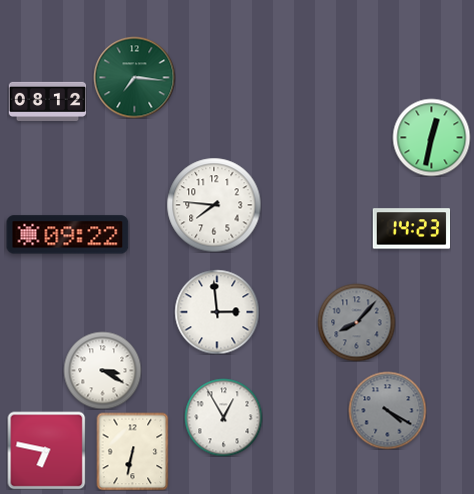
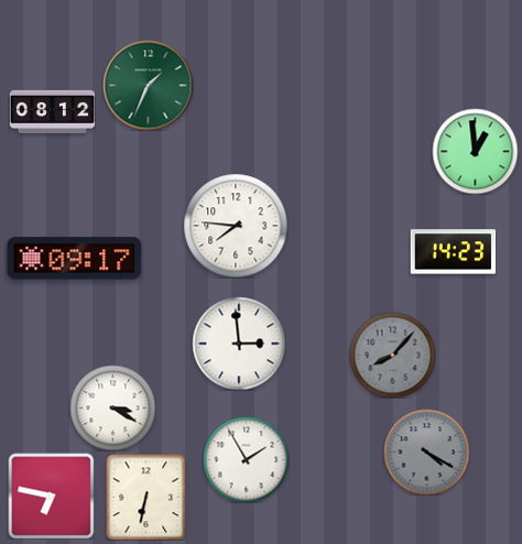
clock at (134, 77): 7:16 -> 1:34
clock at (431, 137): 12:32 -> 12:59
clock at (68, 235): 09:22 -> 09:17
clock at (223, 417): 12:55 -> 1:55
